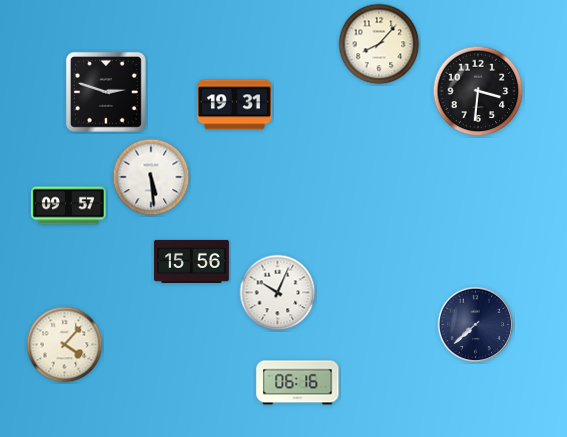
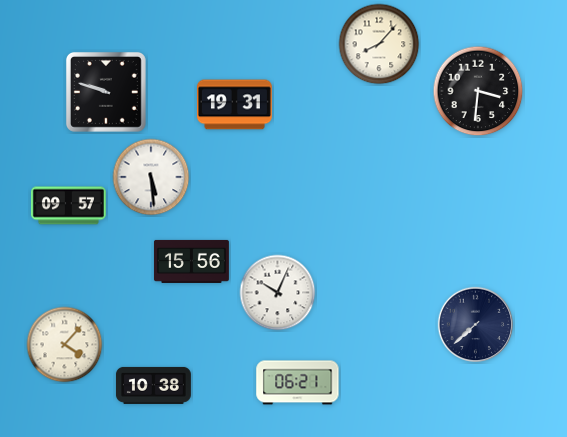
clock at (106, 92): 2:48 -> 9:48
clock at (298, 383): 06:16 -> 06:21
clock at (153, 385): none -> 10:38
